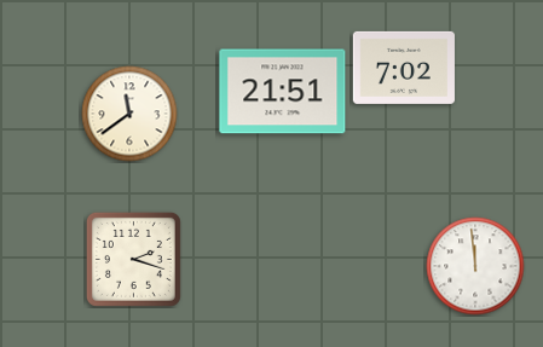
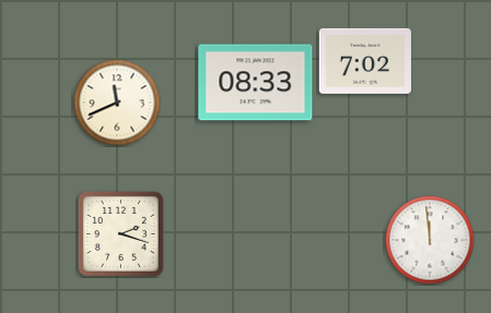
clock at (283, 92): 21:51 -> 08:33
clock at (129, 114): 11:39 -> 11:41
